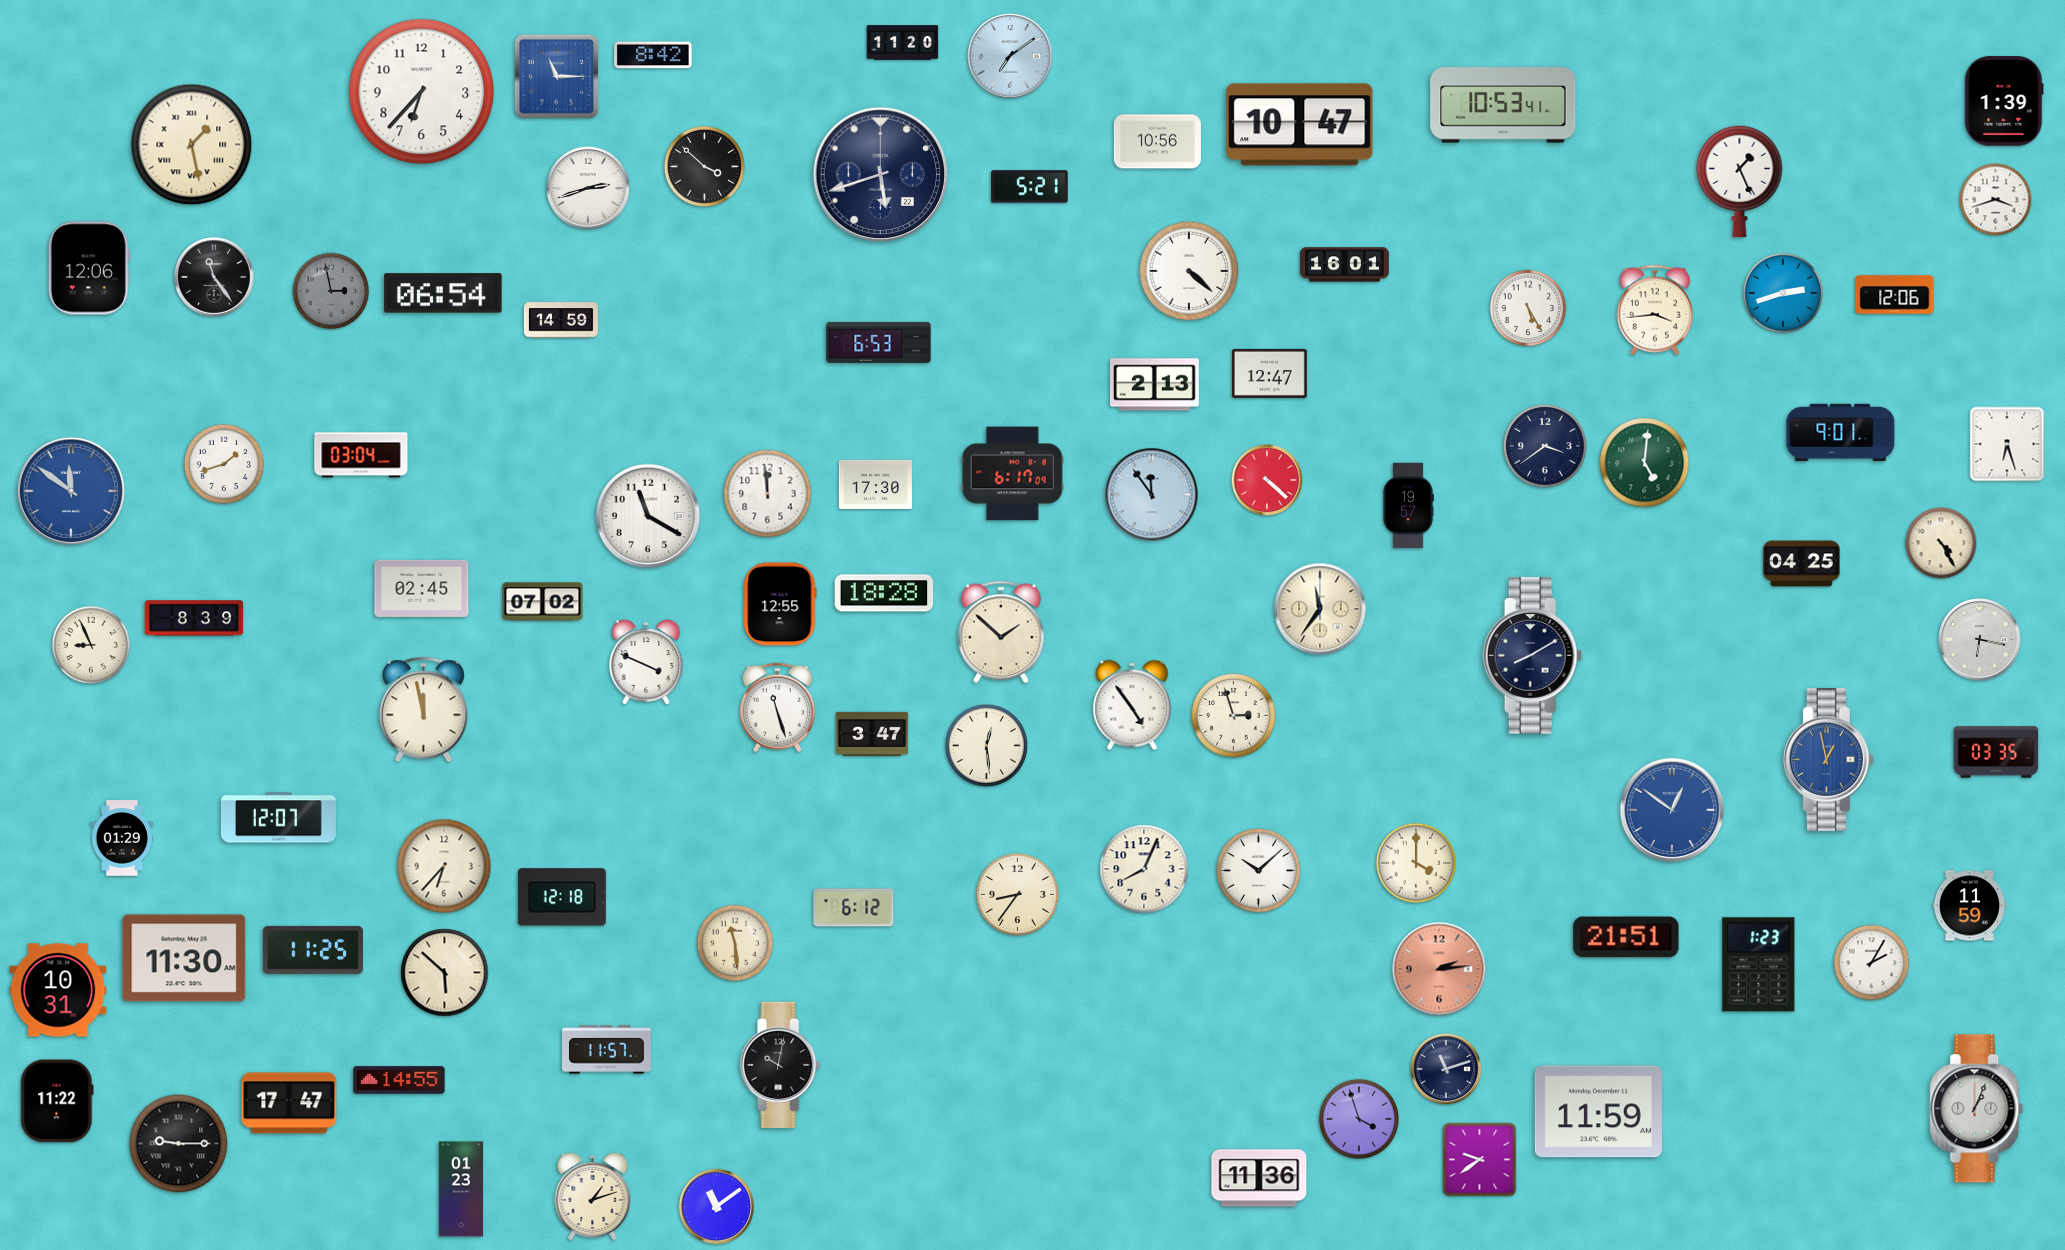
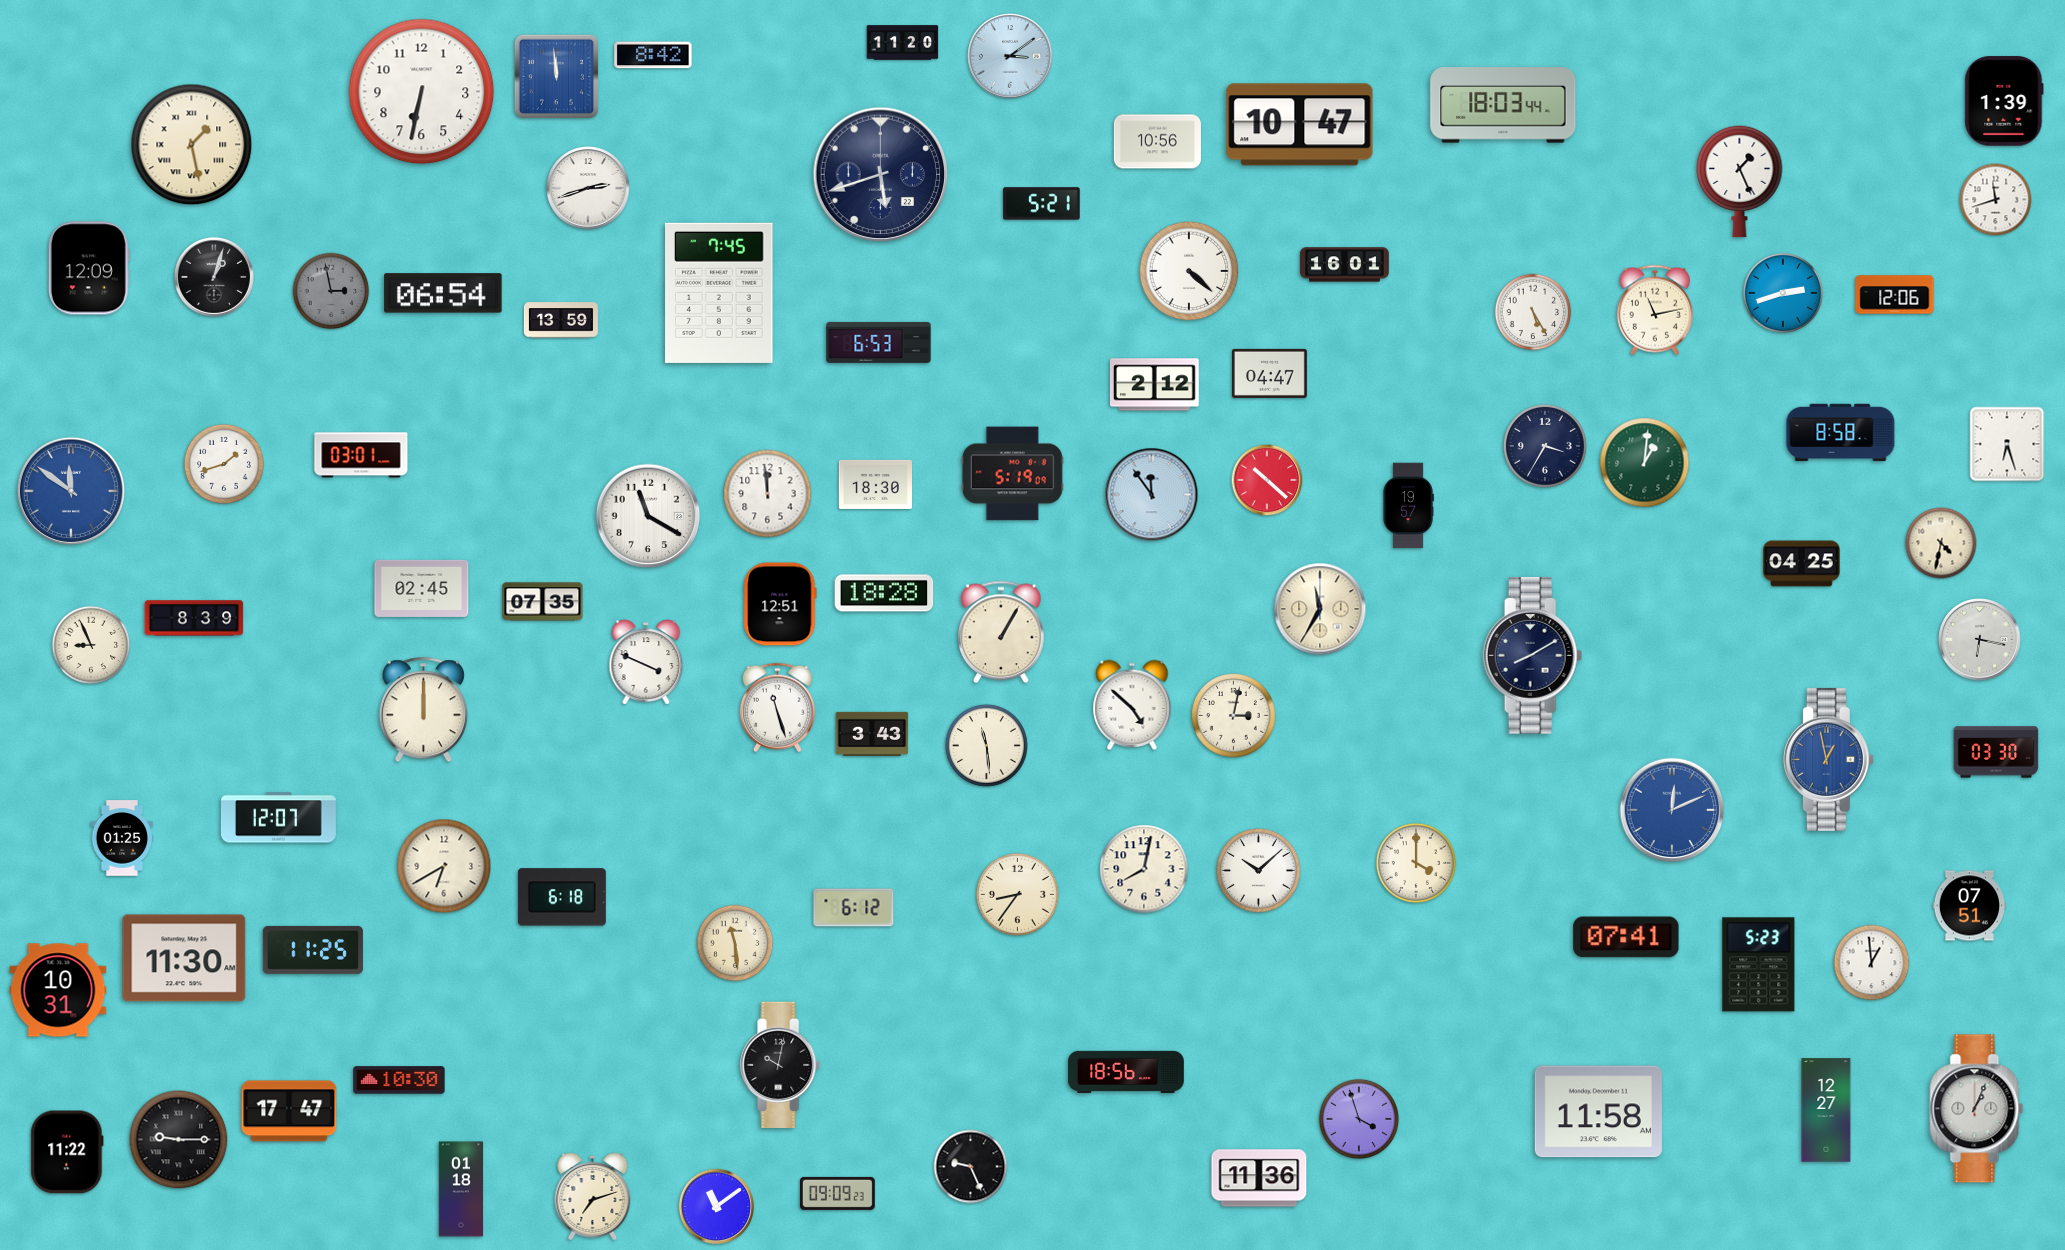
clock at (1010, 56): 7:09 -> 3:09
clock at (556, 76): 11:15 -> 11:59
clock at (422, 92): 6:37 -> 6:32
clock at (1503, 105): 10:53 -> 18:03
clock at (704, 166): 3:52 -> none
clock at (1030, 187) position: (1030, 187) -> (1042, 204)
clock at (1996, 200): 3:42 -> 11:42
clock at (89, 268): 12:06 -> 12:09
clock at (214, 277): 11:24 -> 1:03
clock at (719, 293): none -> 7:45
clock at (1528, 308) position: (1528, 308) -> (1533, 312)
clock at (1655, 310): 3:44 -> 11:13
clock at (561, 320): 14:59 -> 13:59
clock at (1269, 373): 12:47 -> 04:47
clock at (1154, 385): 2:13 -> 2:12
clock at (1841, 433): 9:01 -> 8:58
clock at (1546, 447): 3:39 -> 3:35
clock at (361, 455): 03:04 -> 03:01
clock at (1645, 463): 5:01 -> 1:01
clock at (1012, 474): 6:17 -> 5:19
clock at (1267, 480): 4:22 -> 10:22
clock at (875, 484): 17:30 -> 18:30
clock at (1941, 543): 4:25 -> 4:32
clock at (543, 602): 07:02 -> 07:35
clock at (780, 604): 12:55 -> 12:51
clock at (1320, 609): 11:36 -> 11:35
clock at (1001, 632): 1:52 -> 1:05
clock at (1132, 704): 4:54 -> 4:52
clock at (423, 710): 11:58 -> 12:00
clock at (1234, 716): 2:57 -> 3:02
clock at (872, 734): 3:47 -> 3:43
clock at (986, 745): 12:29 -> 11:29
clock at (1996, 752): 03:35 -> 03:30
clock at (1672, 810): 12:51 -> 12:11
clock at (122, 838): 01:29 -> 01:25
clock at (444, 866): 6:37 -> 6:40
clock at (1144, 869): 8:04 -> 8:02
clock at (562, 897): 12:18 -> 6:18
clock at (1969, 906): 11:59 -> 07:51
clock at (1626, 937): 21:51 -> 07:41
clock at (1872, 963): 2:05 -> 12:59
clock at (1759, 965): 1:23 -> 5:23
clock at (1439, 969): 2:14 -> none
clock at (445, 973): 5:52 -> none
clock at (607, 1050): 11:57 -> none
clock at (1446, 1069): 11:12 -> none
clock at (1126, 1071): none -> 18:56
clock at (399, 1080): 14:55 -> 10:30
clock at (57, 1101) position: (57, 1101) -> (67, 1152)
clock at (289, 1103) position: (289, 1103) -> (289, 1111)
clock at (1826, 1110): none -> 12:27
clock at (1598, 1112): 11:59 -> 11:58
clock at (179, 1144) position: (179, 1144) -> (179, 1140)
clock at (1480, 1160): 9:39 -> none
clock at (971, 1167): none -> 9:26
clock at (461, 1189): 01:23 -> 01:18
clock at (837, 1193): none -> 09:09
clock at (593, 1196): 1:12 -> 7:12
